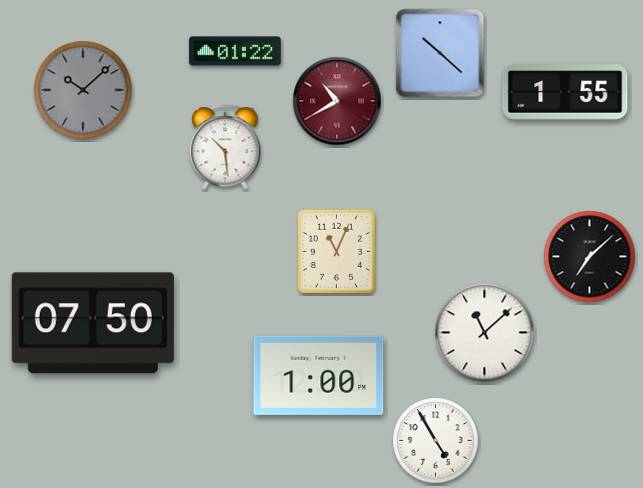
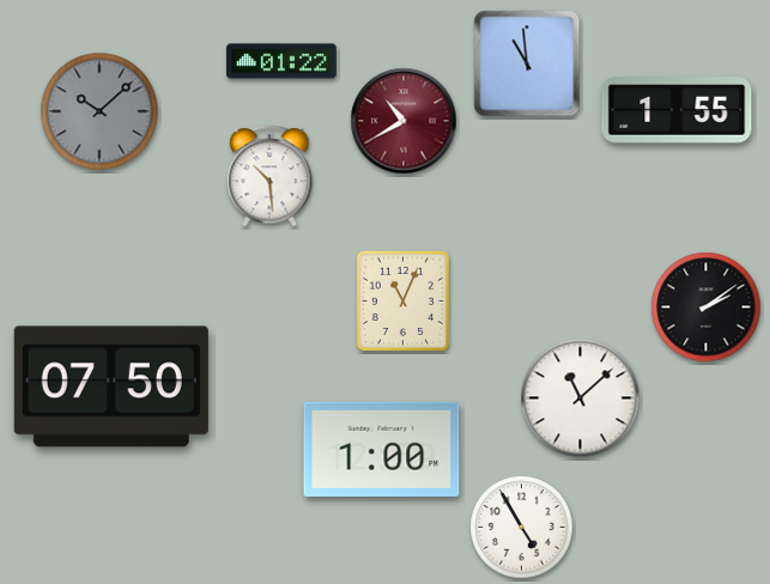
clock at (440, 53): 10:22 -> 10:59
clock at (83, 90) position: (83, 90) -> (99, 111)
clock at (590, 257): 7:08 -> 2:09
